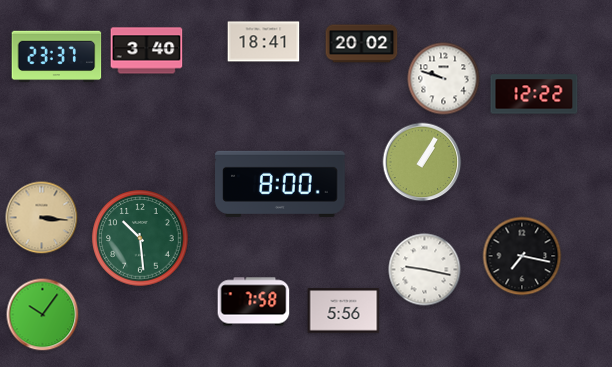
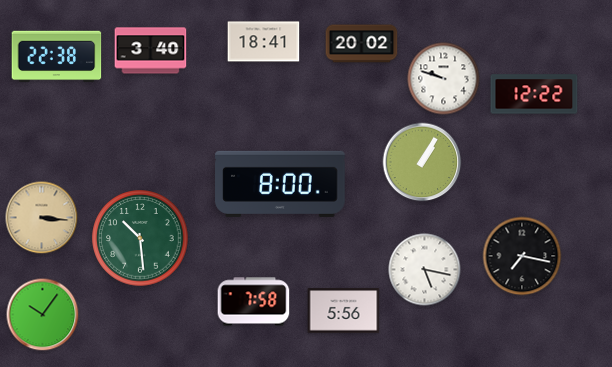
clock at (147, 51) position: (147, 51) -> (151, 51)
clock at (57, 57): 23:37 -> 22:38
clock at (425, 270): 9:17 -> 5:17
